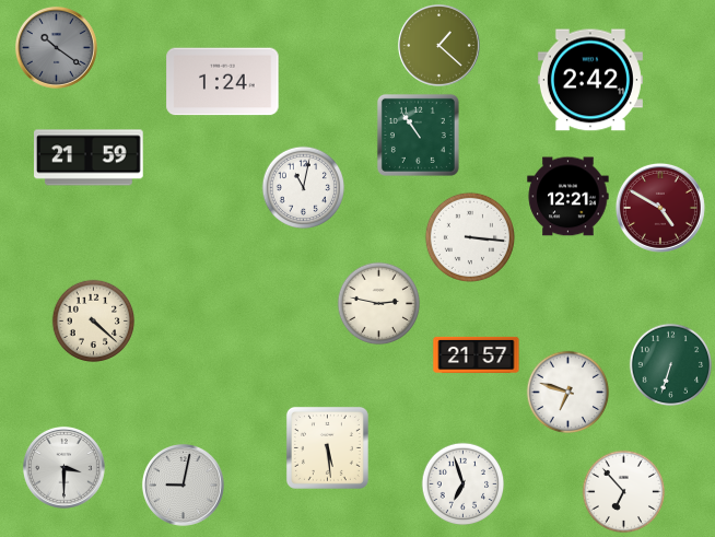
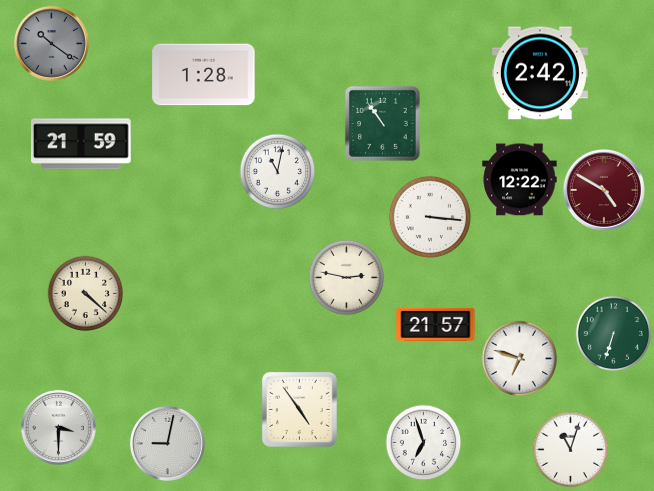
clock at (438, 45): 1:22 -> none
clock at (223, 82): 1:24 -> 1:28
clock at (569, 197): 12:21 -> 12:22
clock at (327, 447): 5:29 -> 4:54
clock at (624, 492): 6:53 -> 11:03
